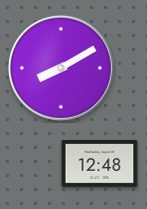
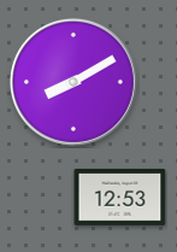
clock at (100, 163): 12:48 -> 12:53
